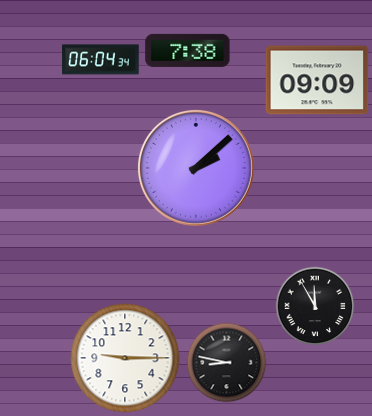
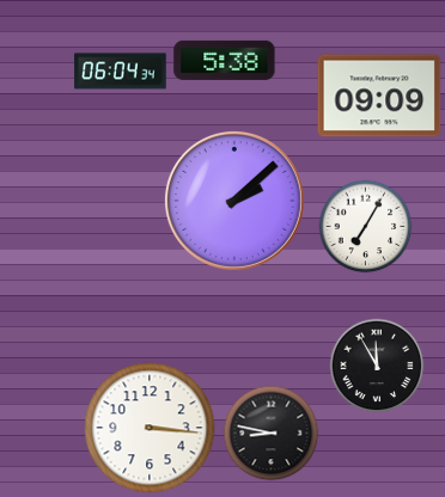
clock at (188, 50): 7:38 -> 5:38
clock at (365, 226): none -> 7:05
clock at (125, 358): 9:15 -> 3:16
